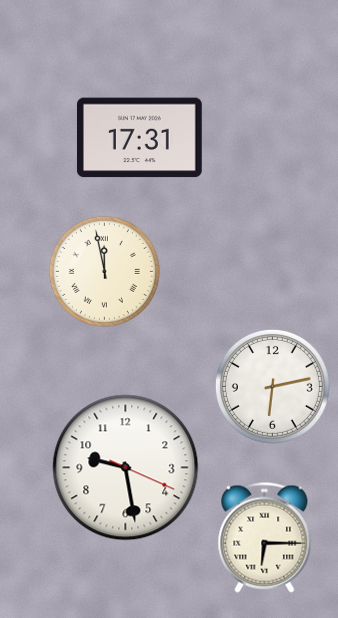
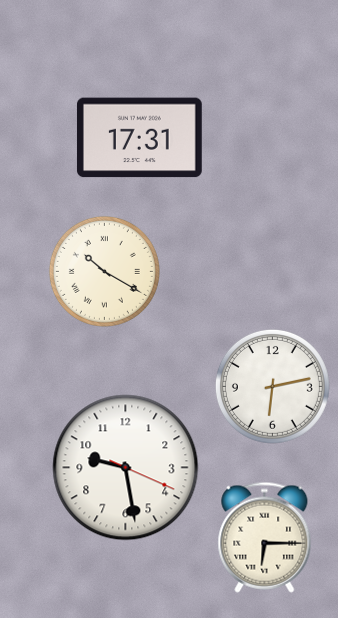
clock at (104, 271): 11:58 -> 10:20
